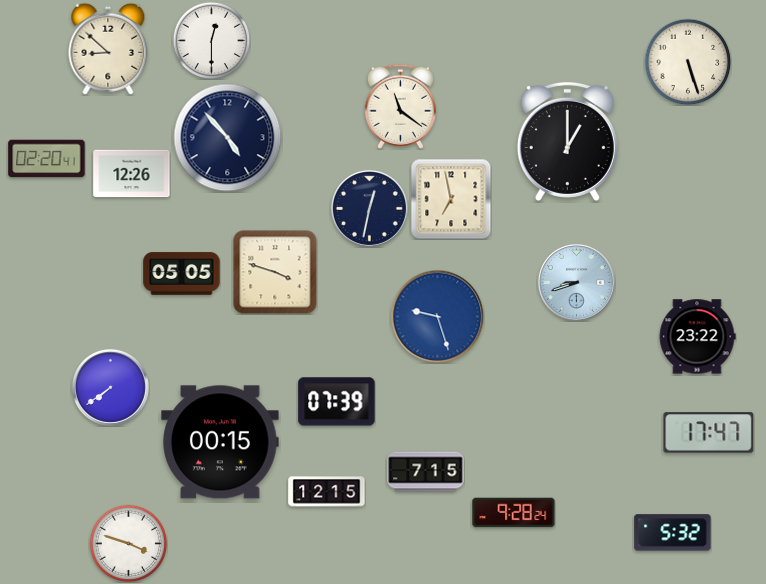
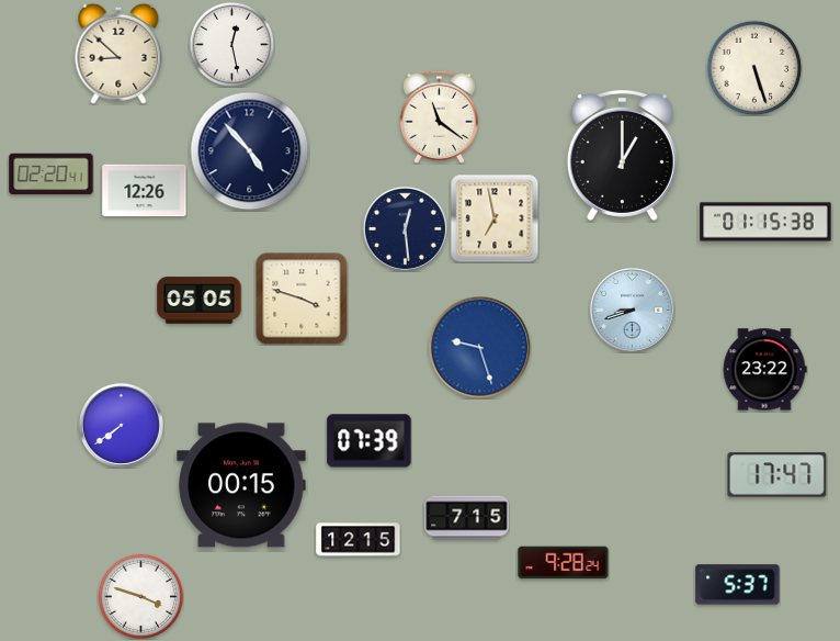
clock at (211, 40): 12:30 -> 12:28
clock at (765, 222): none -> 01:15
clock at (369, 208): 12:32 -> 12:29
clock at (673, 533): 5:32 -> 5:37
